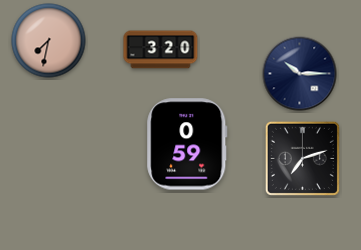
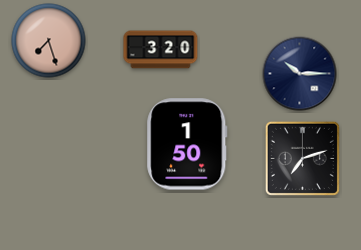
clock at (49, 41): 7:32 -> 7:27
clock at (187, 144): 0:59 -> 1:50
